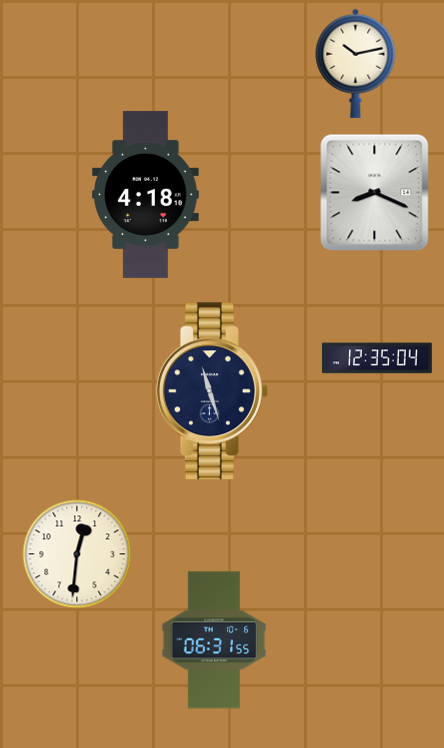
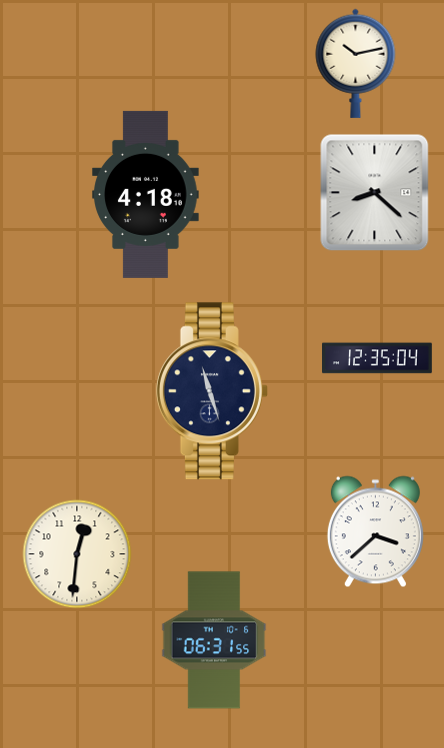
clock at (375, 193): 8:19 -> 8:22
clock at (375, 532): none -> 3:38
